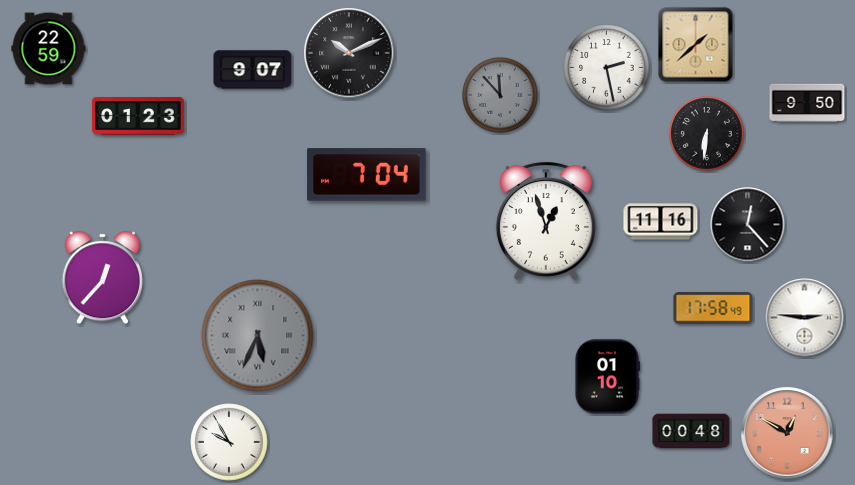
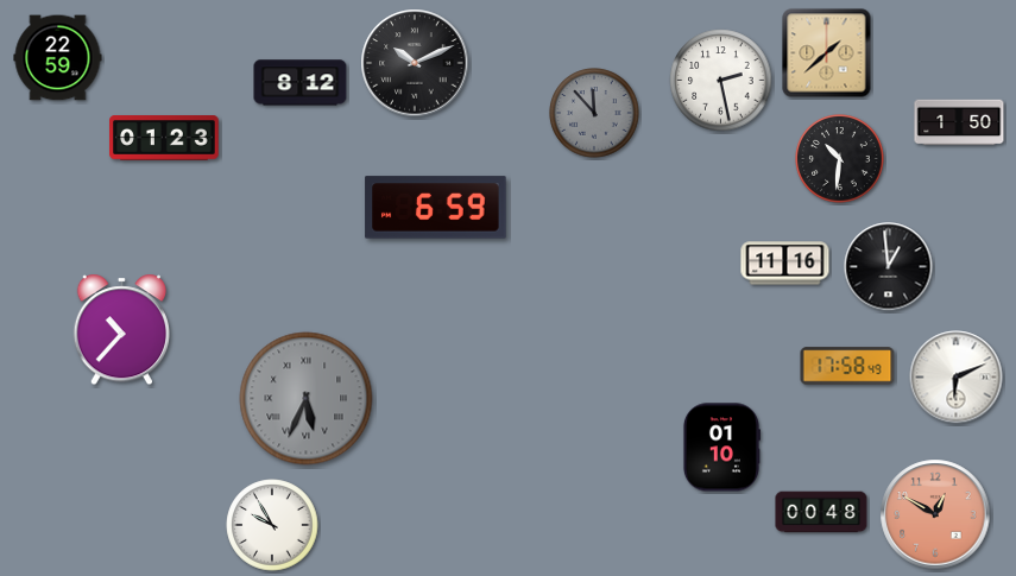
clock at (253, 70): 9:07 -> 8:12
clock at (807, 103): 9:50 -> 1:50
clock at (707, 134): 6:31 -> 10:31
clock at (367, 175): 7:04 -> 6:59
clock at (546, 221): 12:57 -> none
clock at (748, 225): 12:23 -> 12:59
clock at (102, 278): 12:37 -> 10:37
clock at (805, 318): 2:46 -> 6:11
